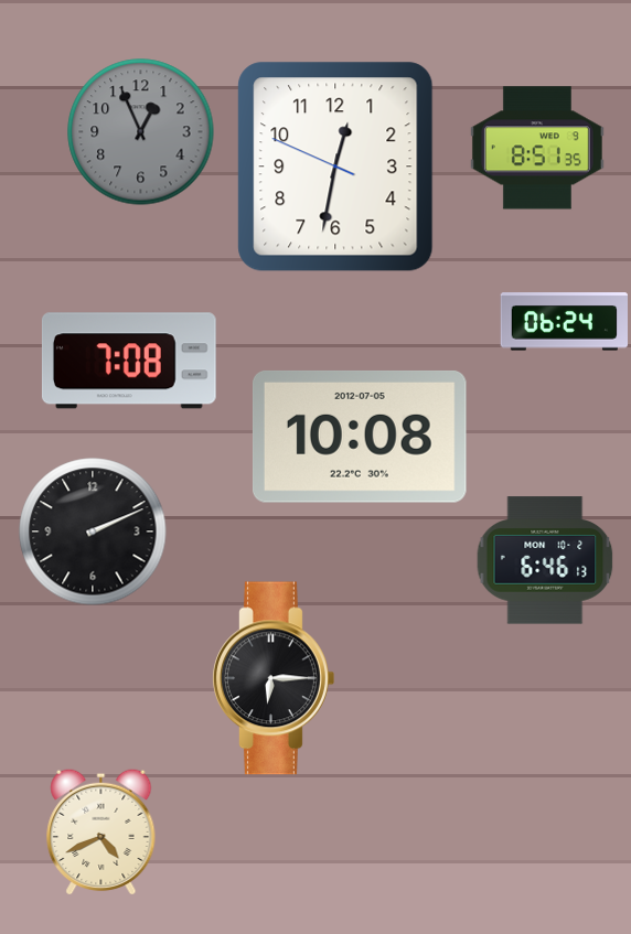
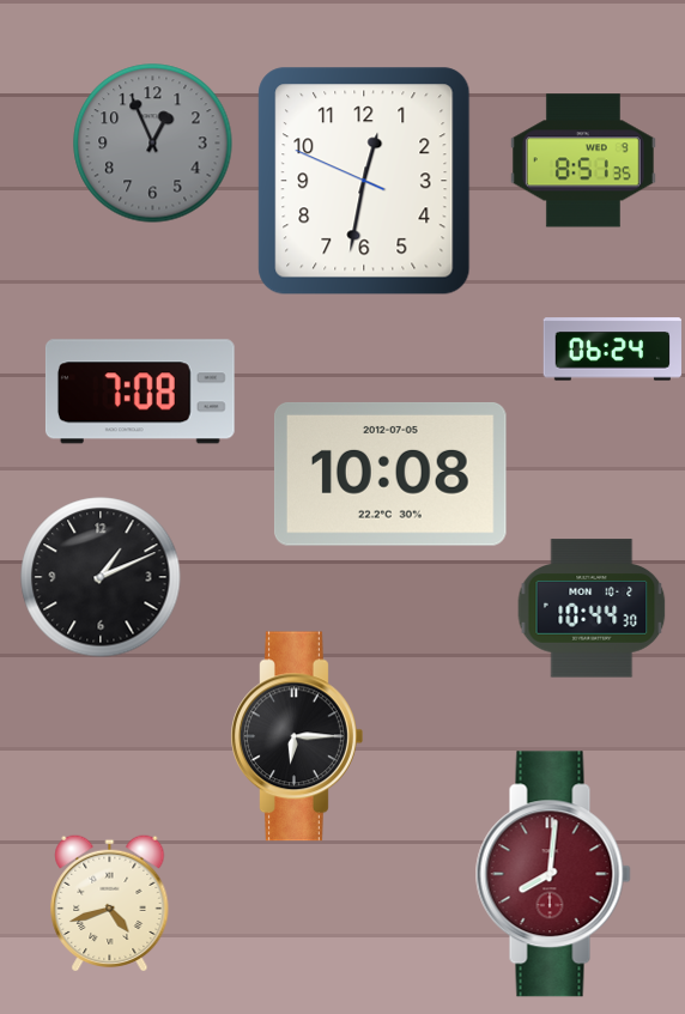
clock at (93, 532): 2:11 -> 1:11
clock at (545, 560): 6:46 -> 10:44
clock at (553, 874): none -> 8:01
clock at (101, 831): 4:41 -> 4:42
